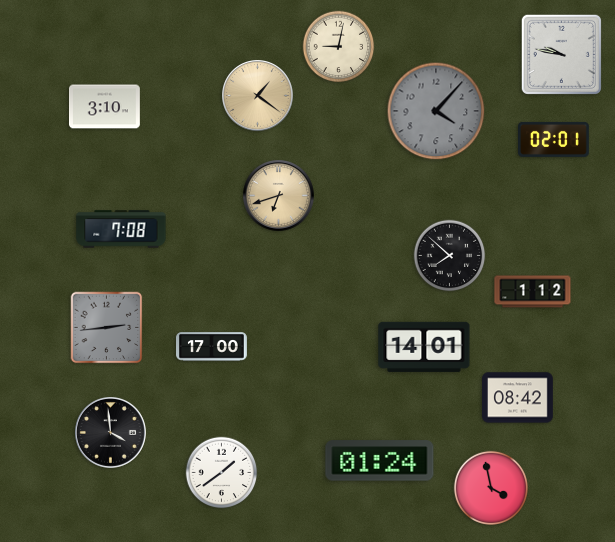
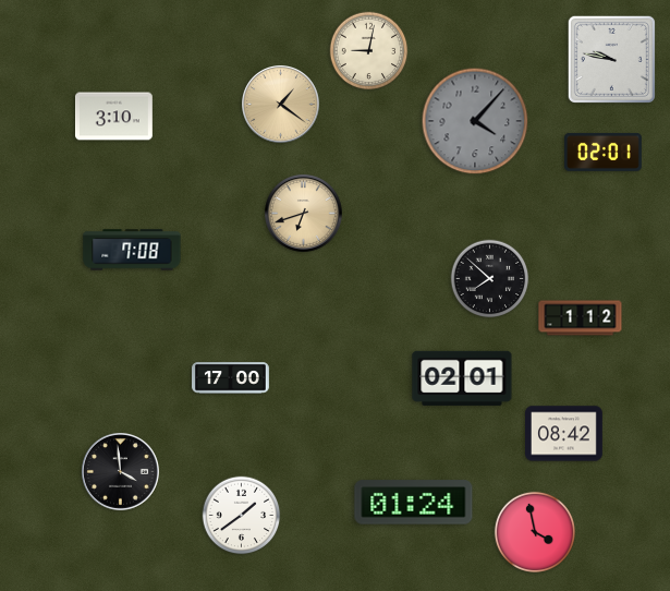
clock at (107, 328): 2:44 -> none
clock at (424, 347): 14:01 -> 02:01
